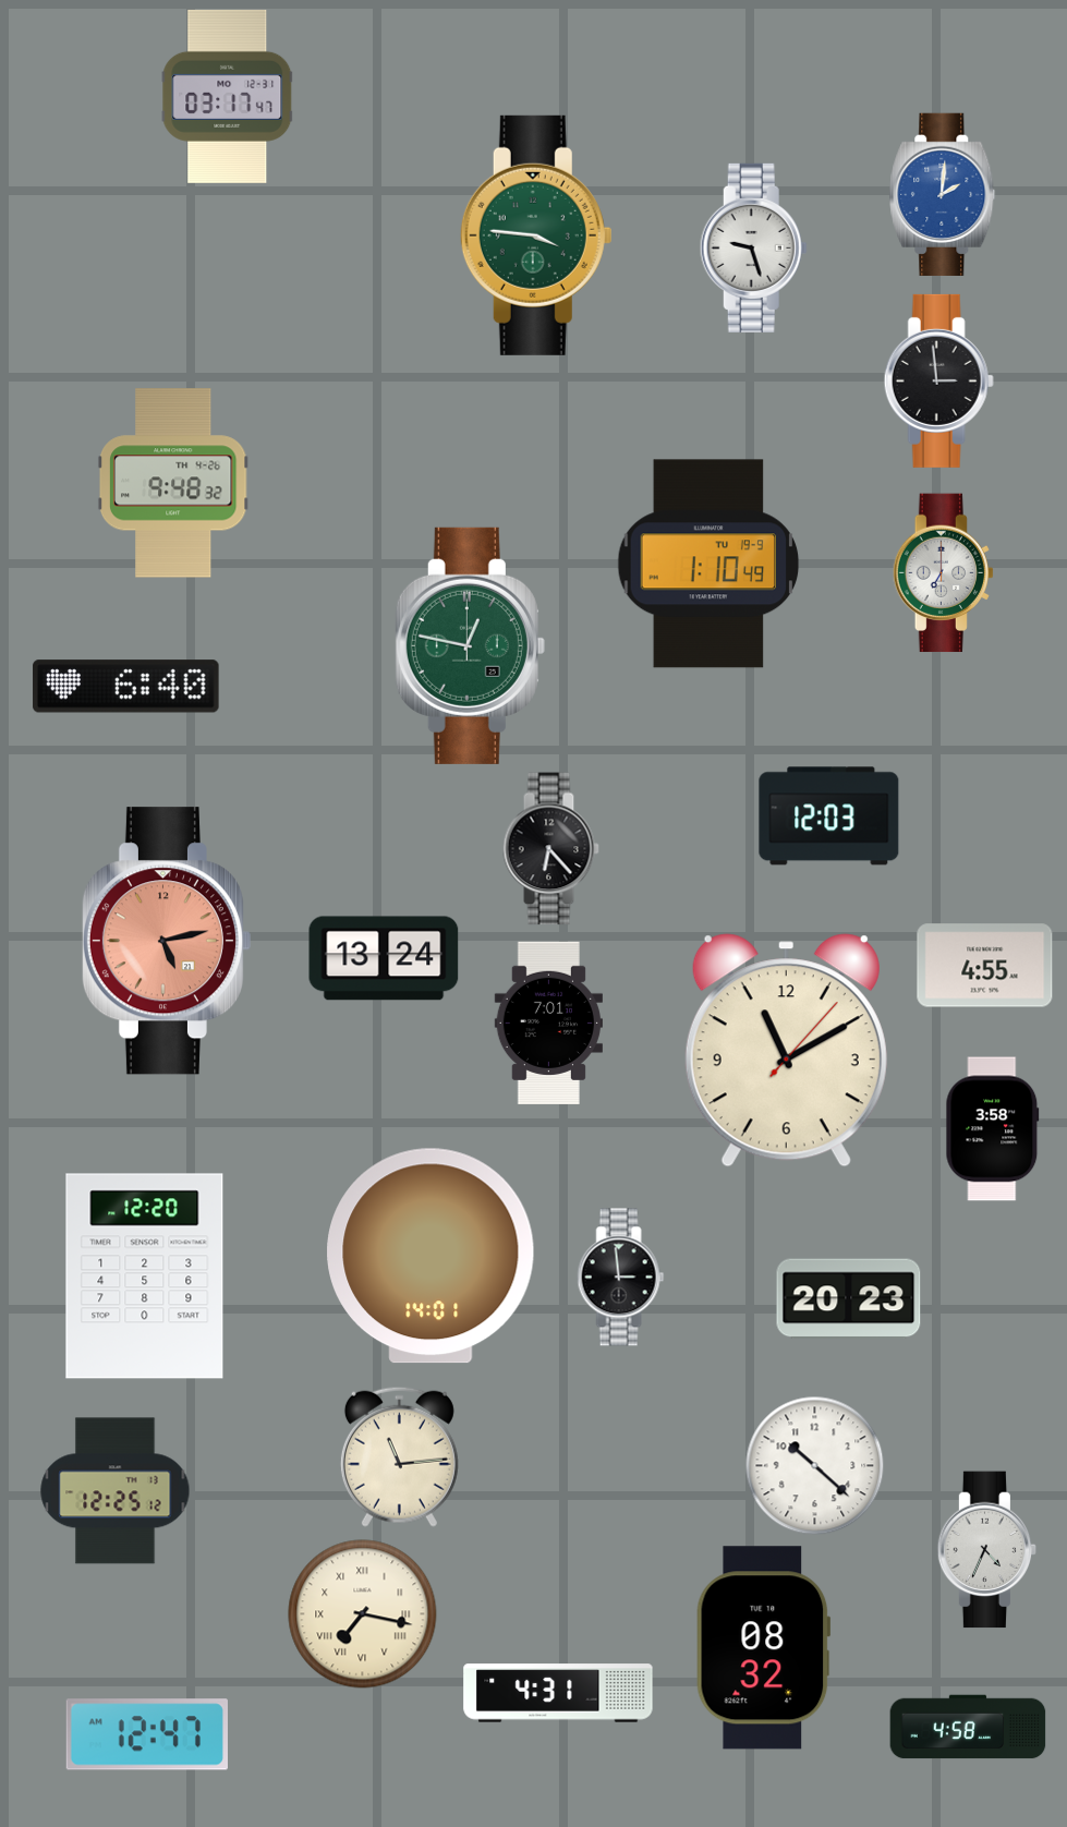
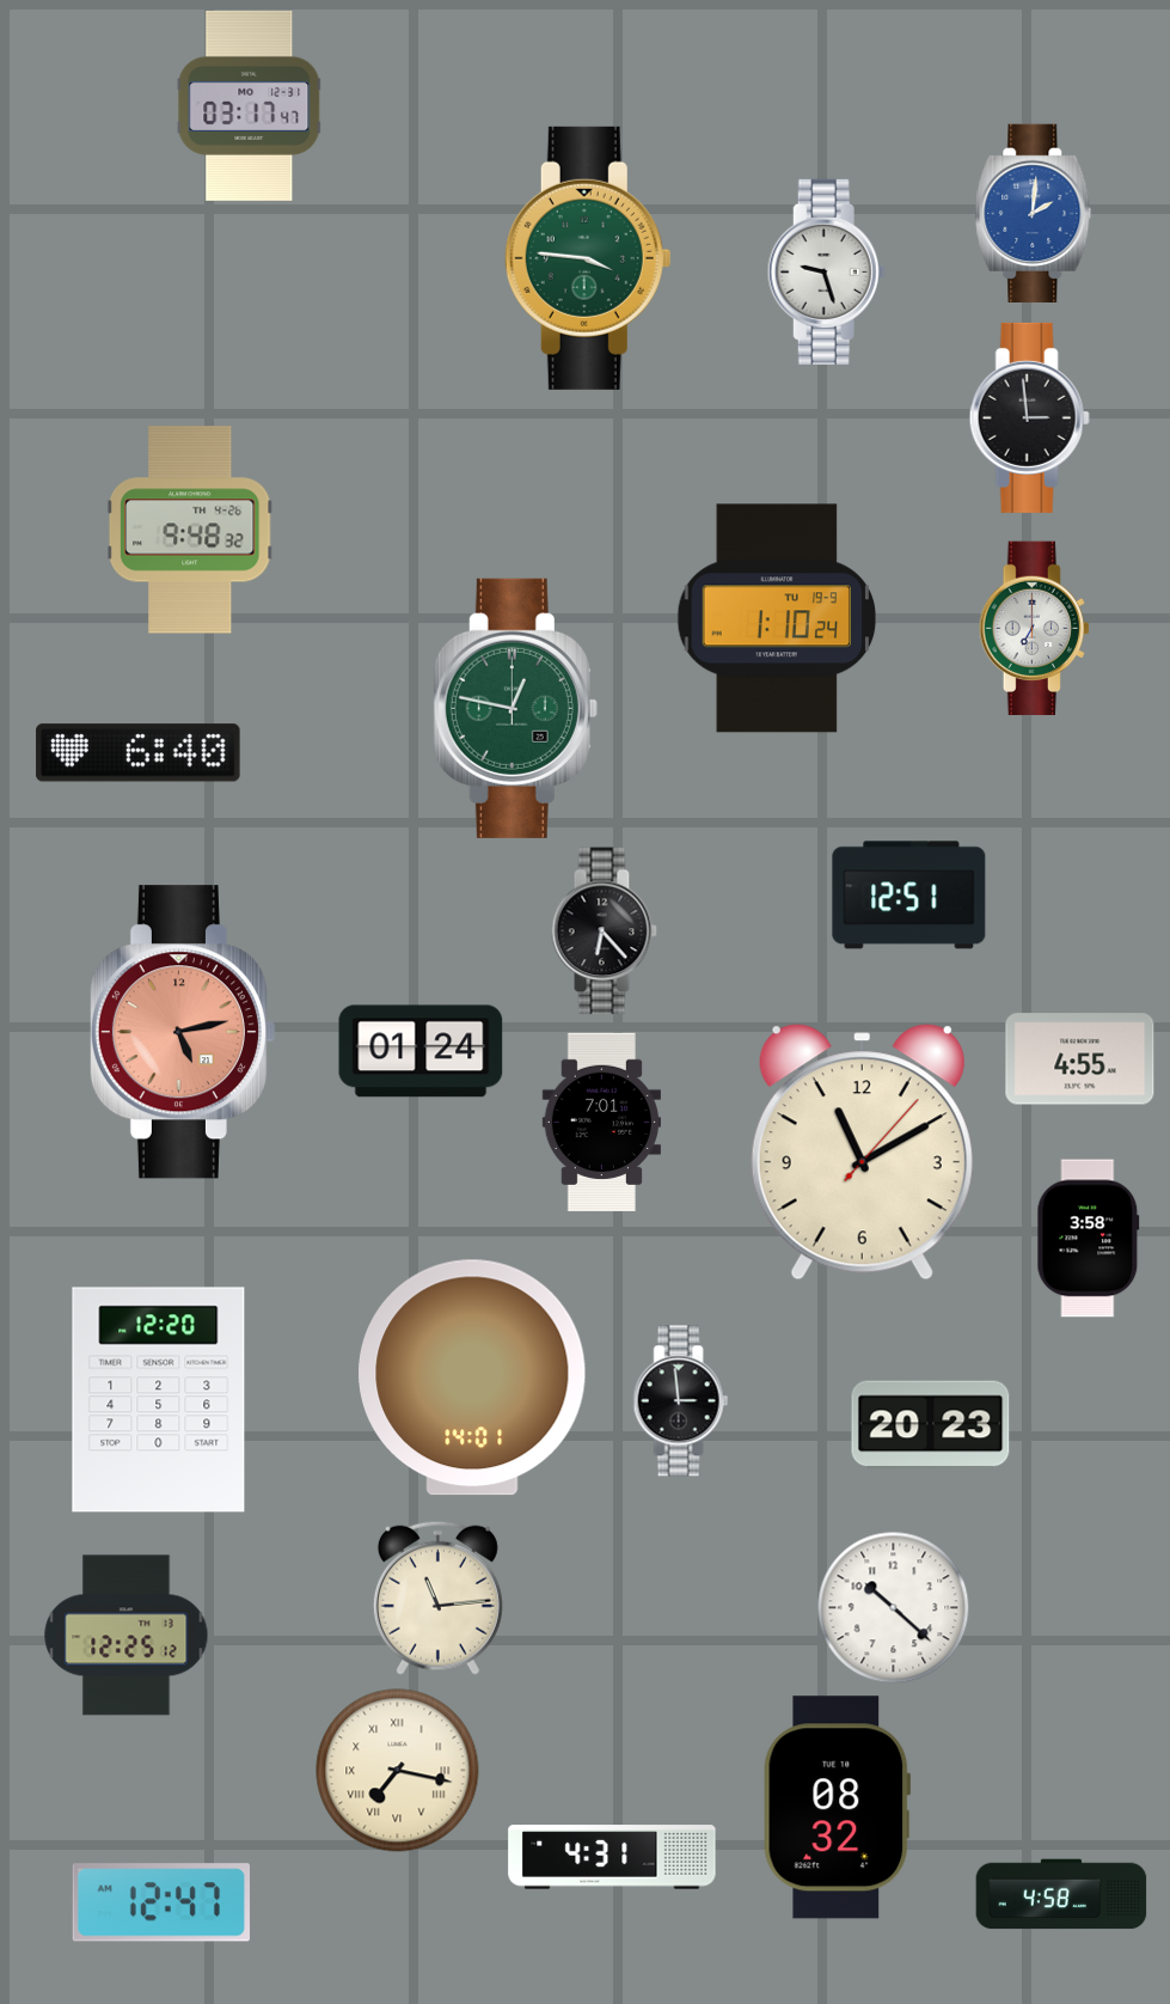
clock at (708, 564): 1:10:49 -> 1:10:24
clock at (829, 816): 12:03 -> 12:51
clock at (384, 958): 13:24 -> 01:24
clock at (987, 1550): 4:34 -> none
